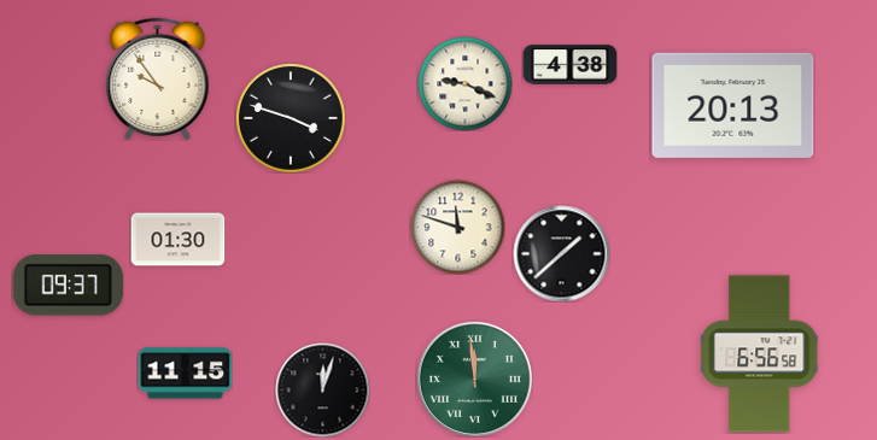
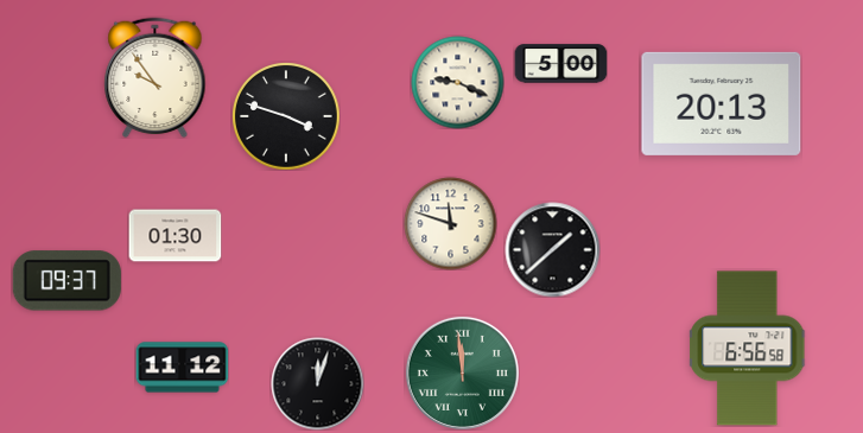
clock at (569, 65): 4:38 -> 5:00
clock at (185, 374): 11:15 -> 11:12
clock at (474, 379) position: (474, 379) -> (462, 372)
